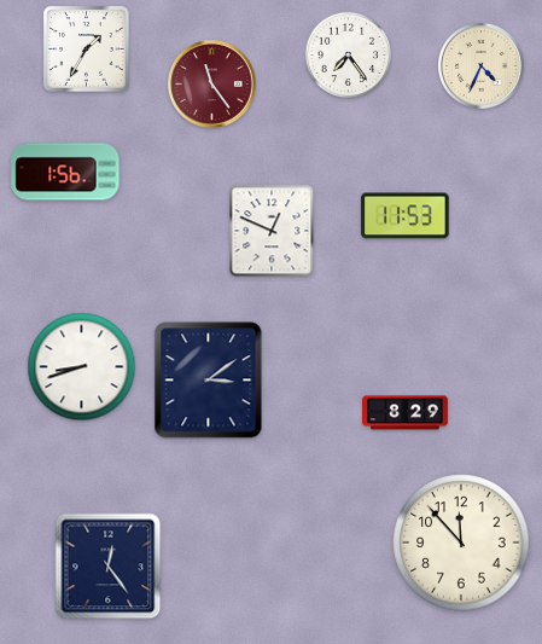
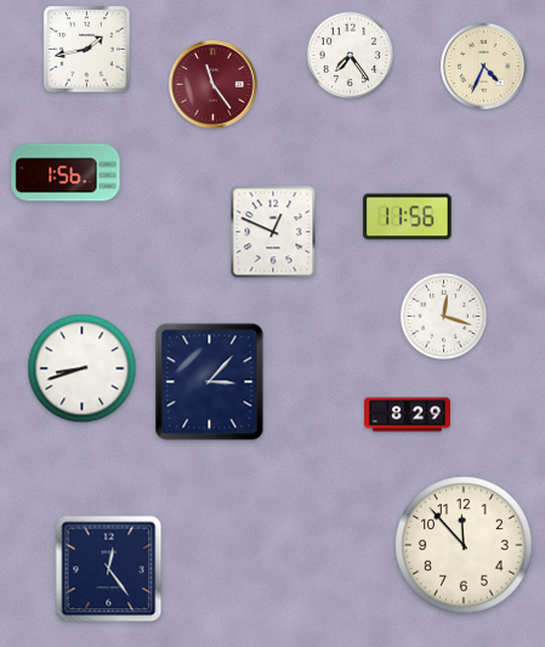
clock at (87, 50): 1:35 -> 1:43
clock at (406, 216): 11:53 -> 11:56
clock at (444, 317): none -> 12:18
clock at (209, 381): 3:09 -> 3:07
